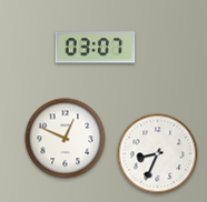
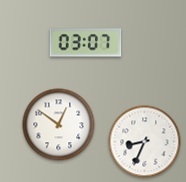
clock at (66, 139): 12:49 -> 12:51
clock at (158, 154) position: (158, 154) -> (145, 142)
